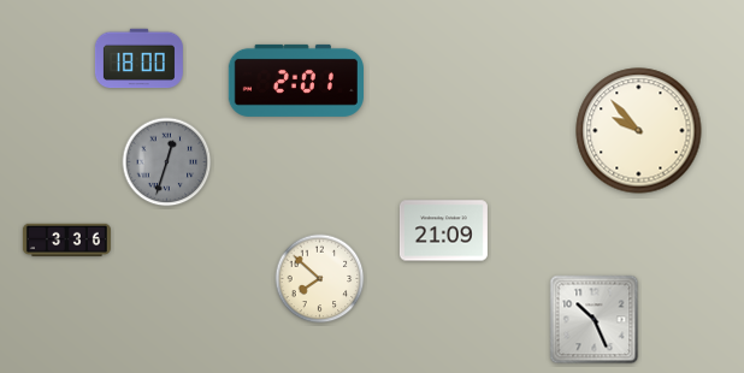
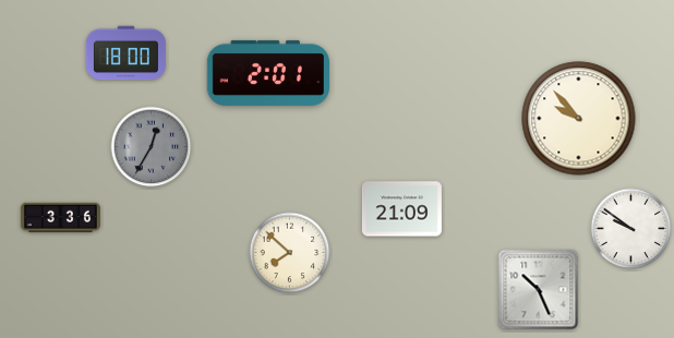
clock at (167, 162): 12:33 -> 12:35
clock at (631, 229): none -> 9:51
